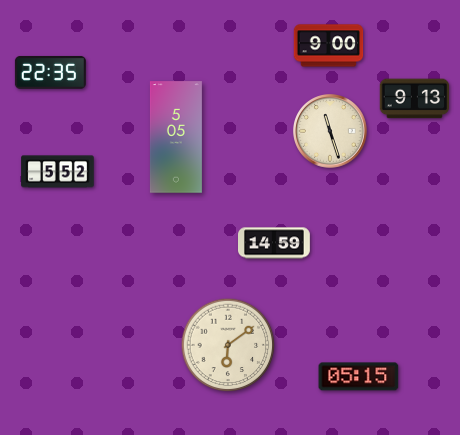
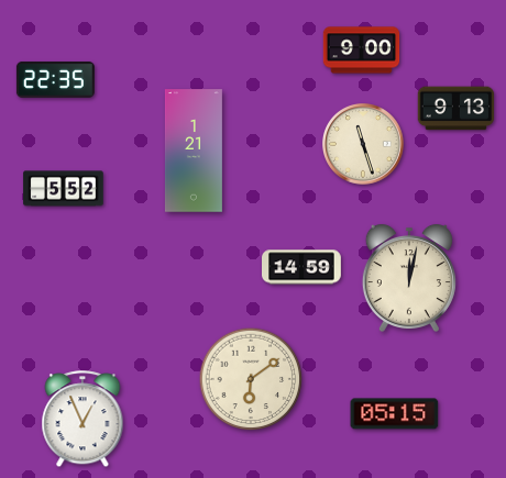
clock at (176, 137): 5:05 -> 1:21
clock at (409, 278): none -> 12:02
clock at (82, 420): none -> 12:56
